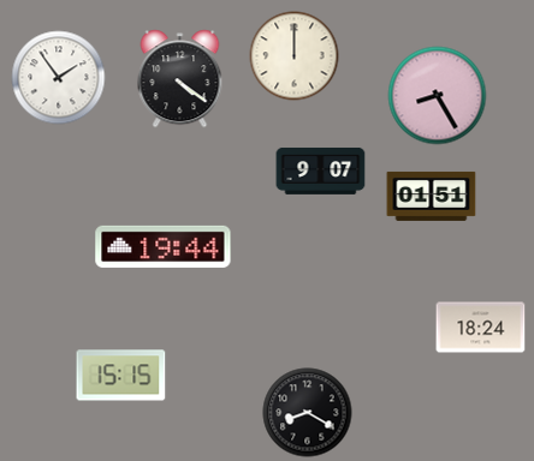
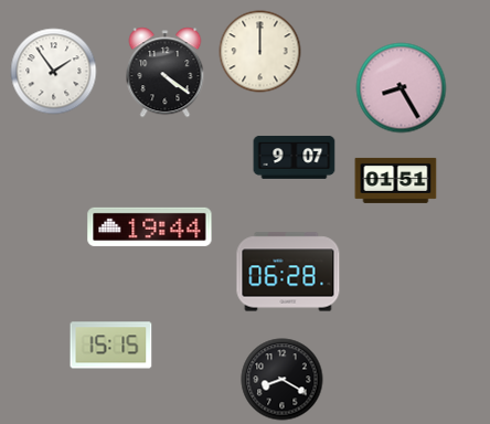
clock at (295, 56) position: (295, 56) -> (260, 52)
clock at (288, 272): none -> 06:28
clock at (481, 328): 18:24 -> none
